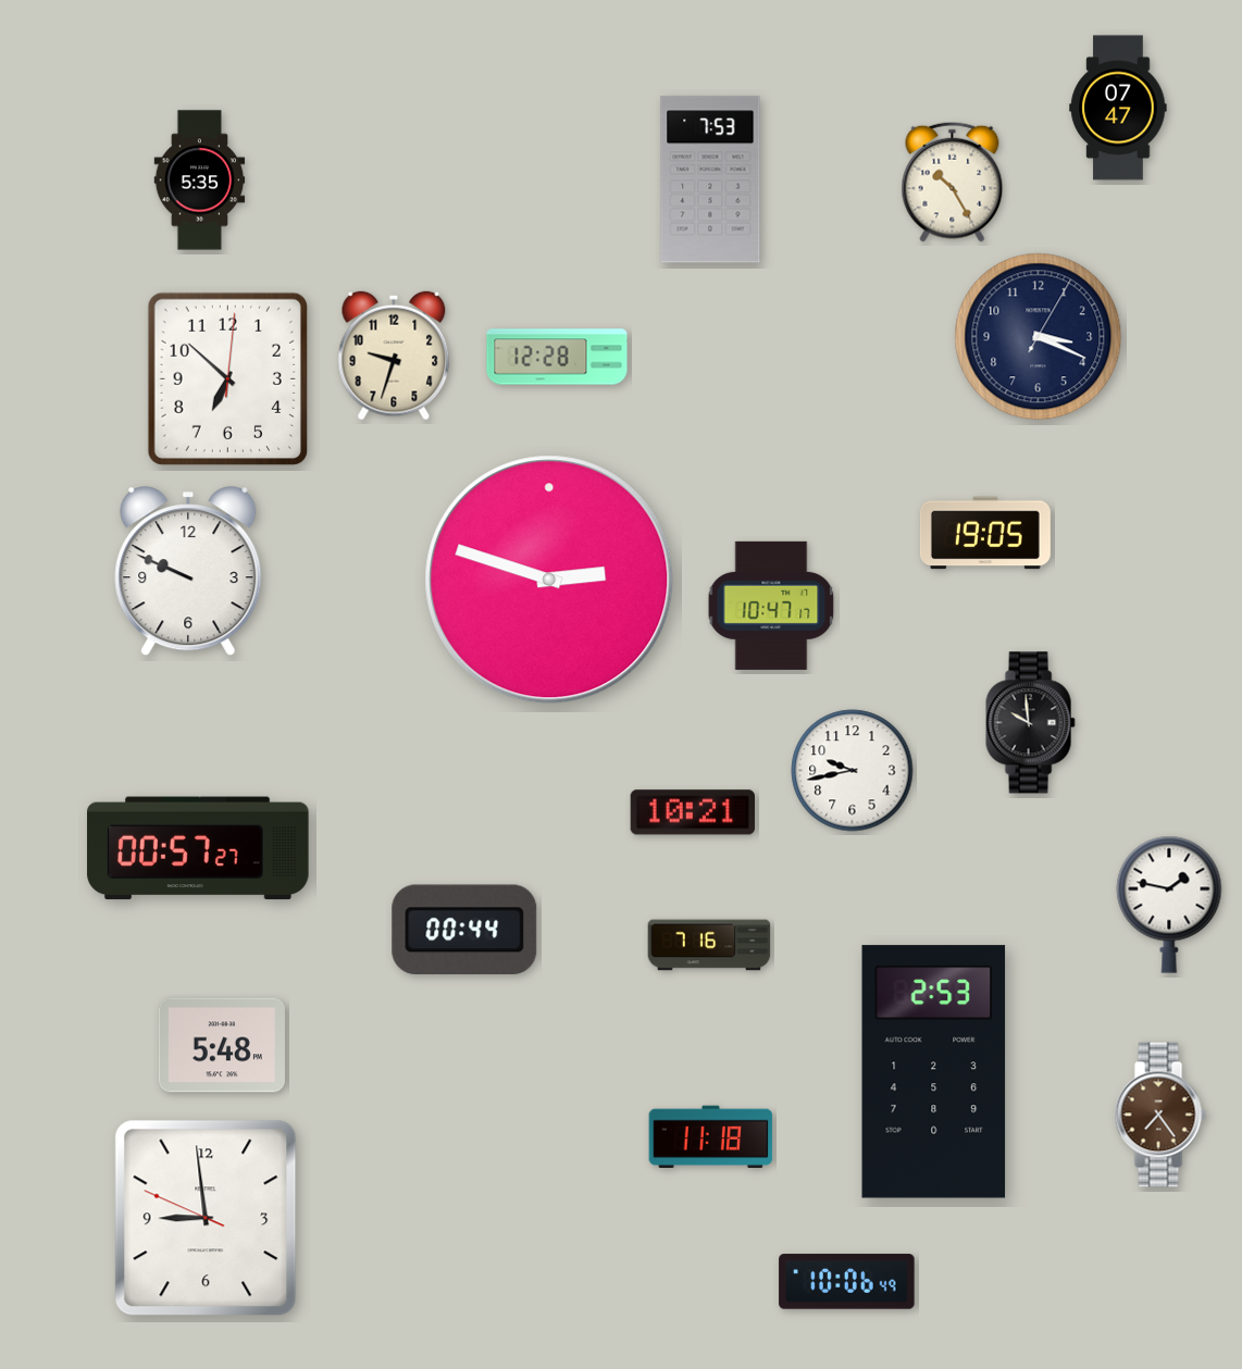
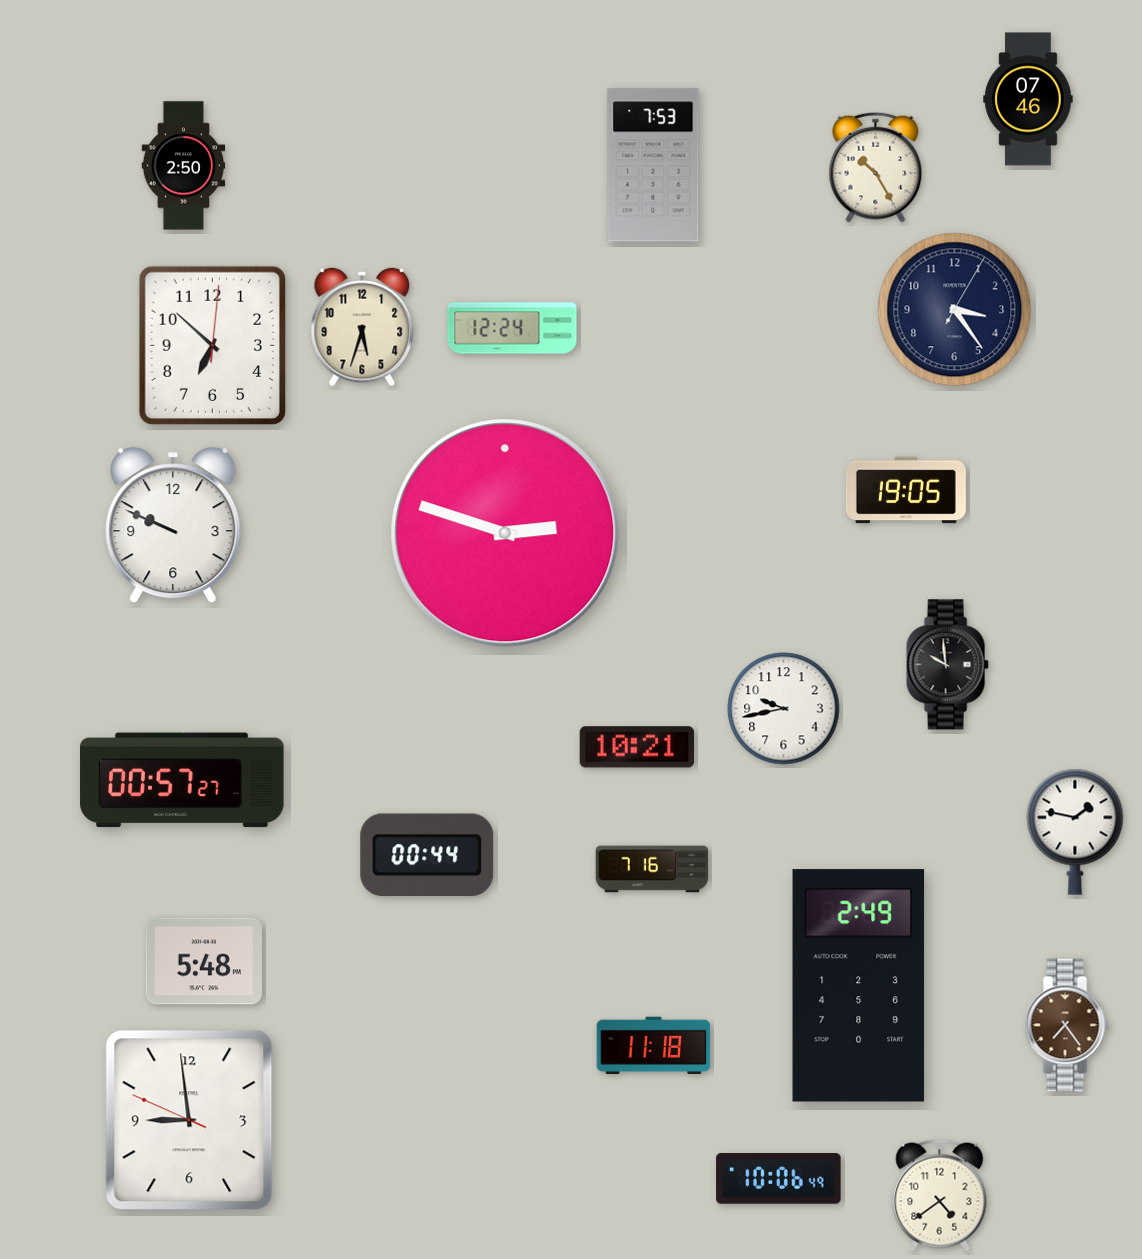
clock at (1118, 108): 07:47 -> 07:46
clock at (200, 181): 5:35 -> 2:50
clock at (1039, 337): 3:19 -> 3:24
clock at (394, 356): 9:33 -> 5:33
clock at (557, 357): 12:28 -> 12:24
clock at (227, 378) position: (227, 378) -> (212, 345)
clock at (771, 606): 10:47 -> none
clock at (934, 1072): 2:53 -> 2:49
clock at (940, 1196): none -> 4:39
